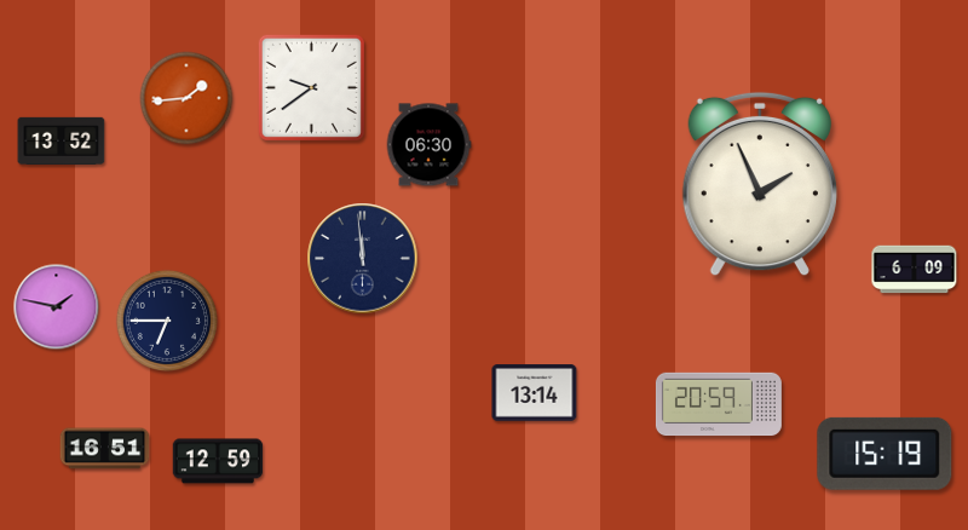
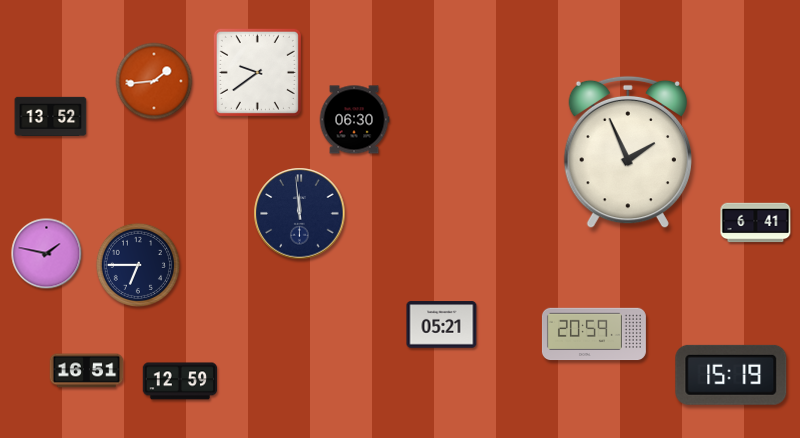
clock at (915, 270): 6:09 -> 6:41
clock at (535, 393): 13:14 -> 05:21
